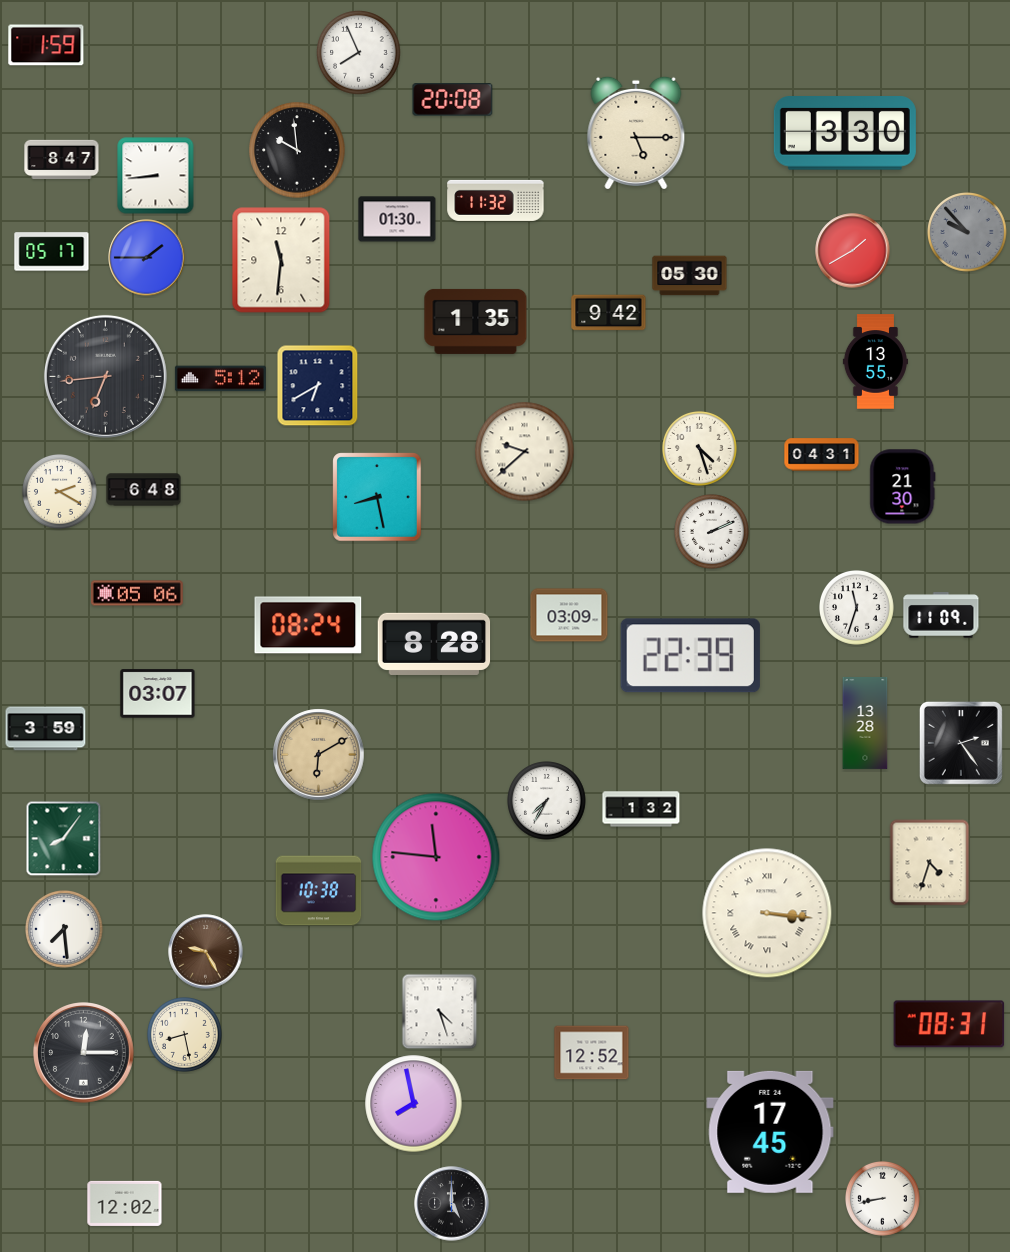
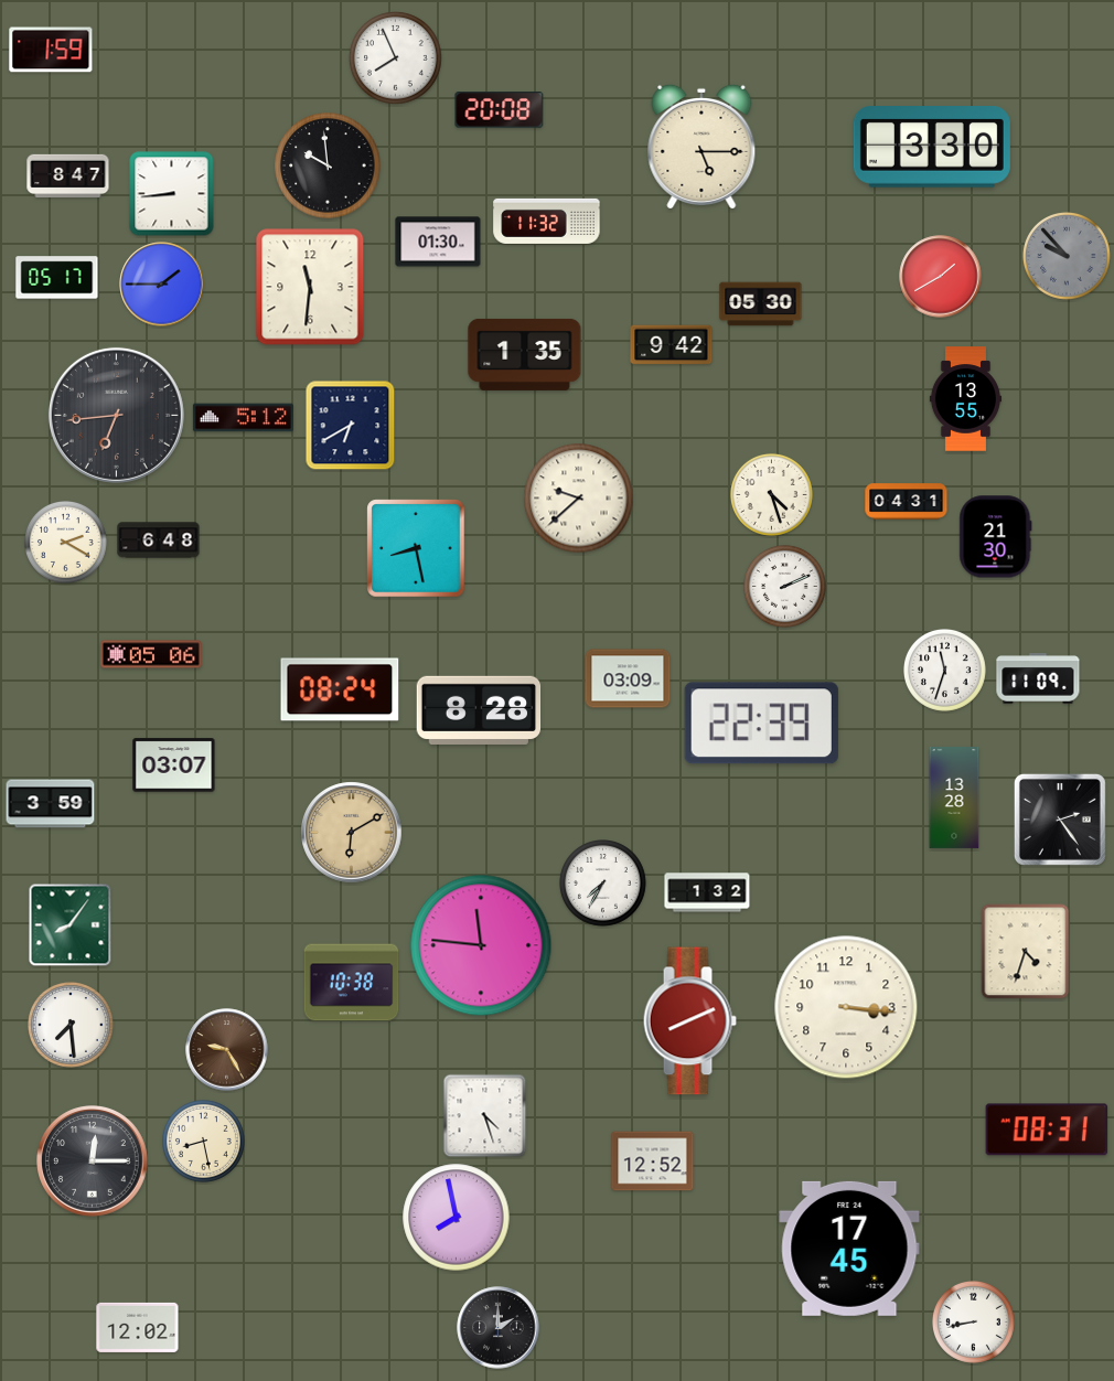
clock at (767, 913) numerals: Roman -> Arabic
clock at (689, 1021): none -> 8:11
clock at (452, 1204): 5:00 -> 2:00
